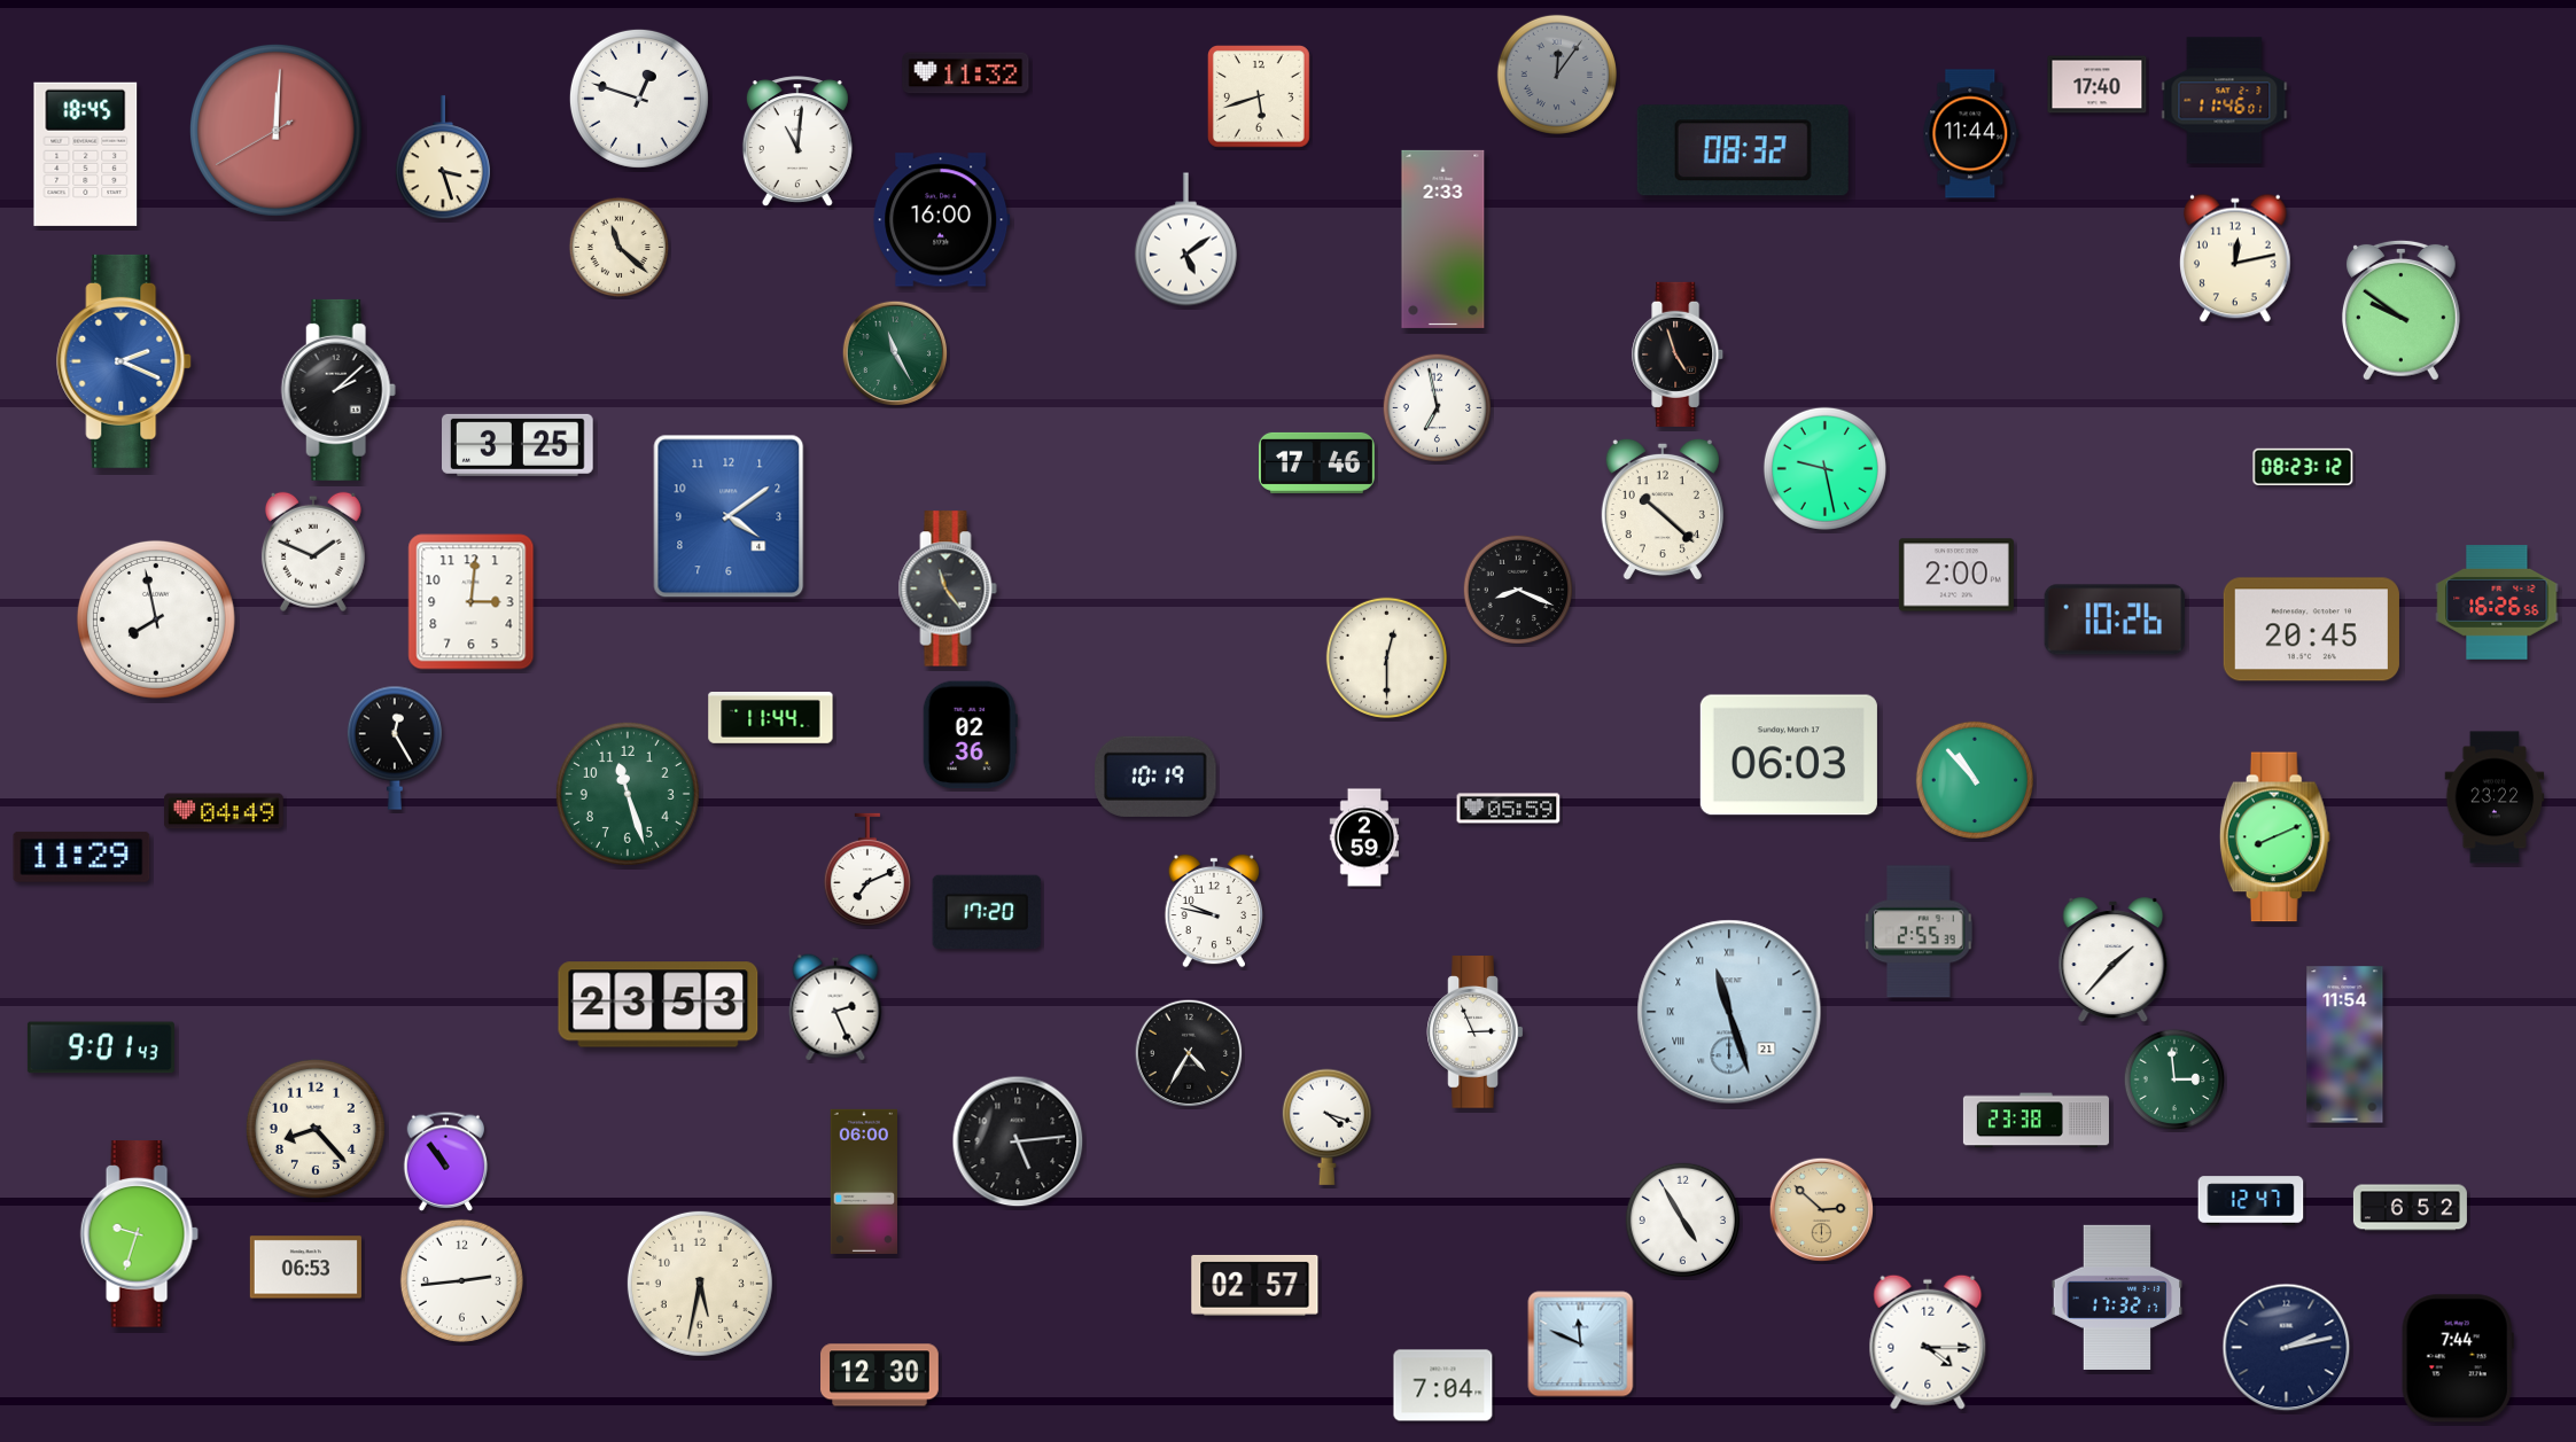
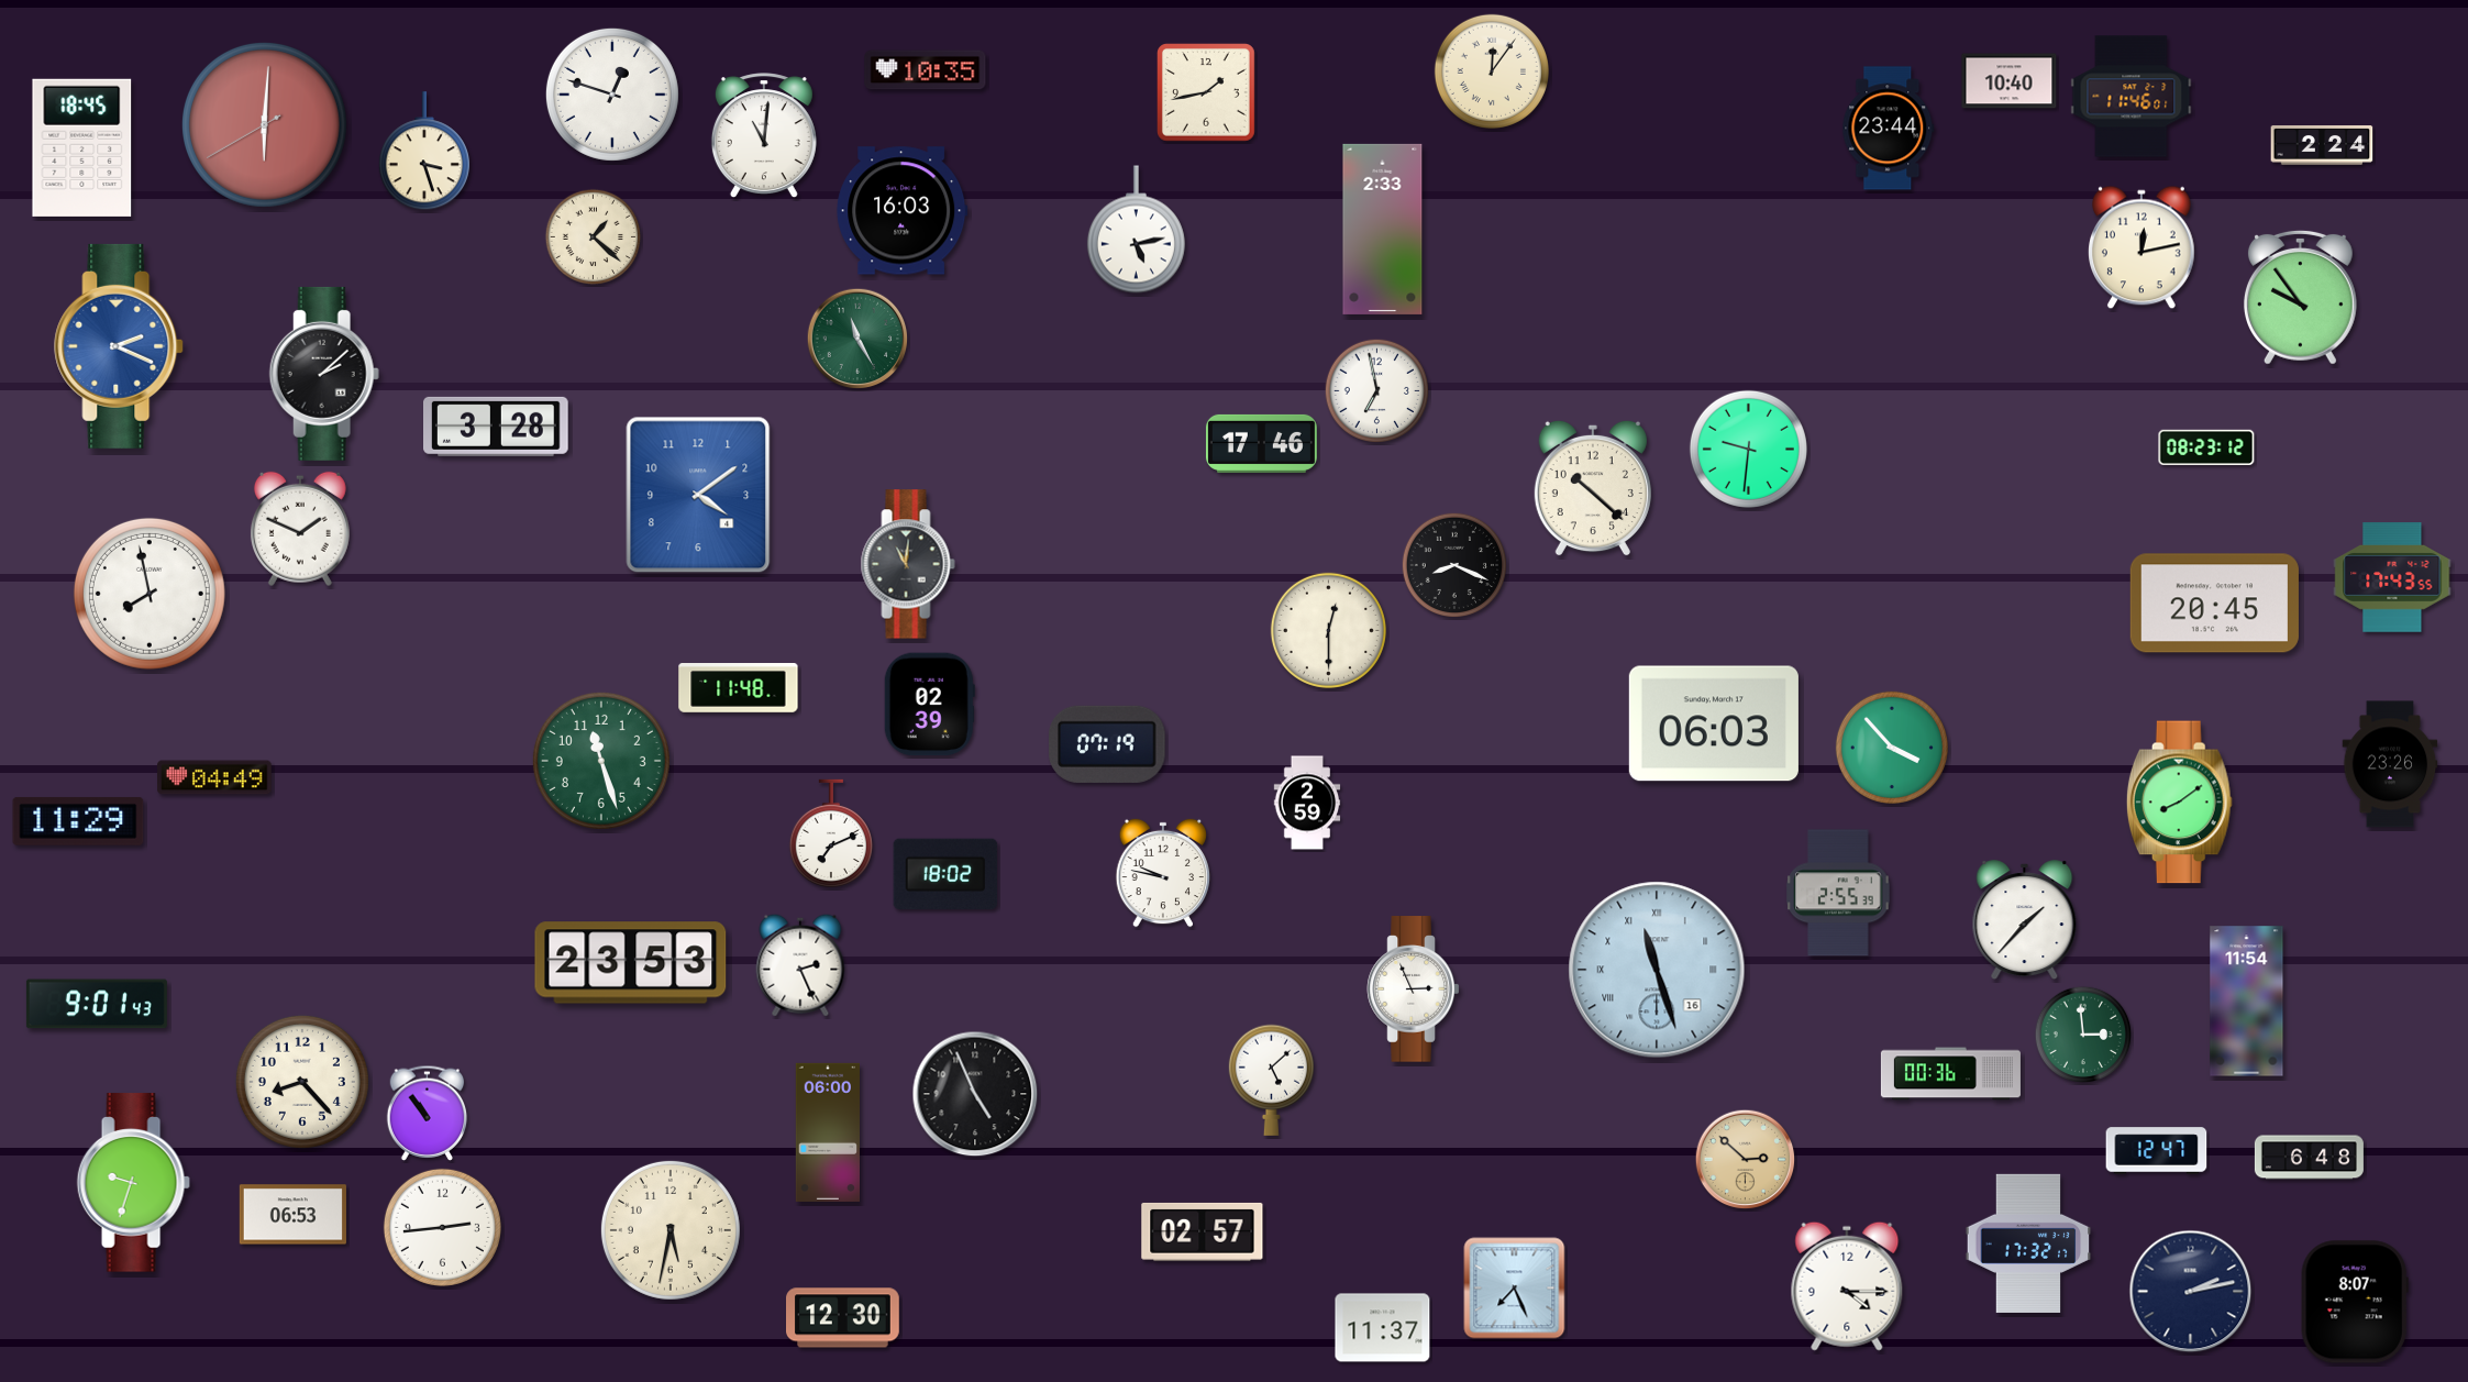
clock at (966, 73): 11:32 -> 10:35
clock at (1557, 75) dial: grey -> cream
clock at (2098, 85): 17:40 -> 10:40
clock at (1260, 98): 5:42 -> 1:43
clock at (275, 130): 12:00 -> 6:00
clock at (1971, 134): 11:44 -> 23:44
clock at (1743, 150): 08:32 -> none
clock at (2322, 145): none -> 2:24
clock at (942, 220): 16:00 -> 16:03
clock at (1185, 240): 5:09 -> 5:13
clock at (620, 248): 11:22 -> 1:22
clock at (2400, 310): 9:51 -> 9:54
clock at (1679, 354): 4:57 -> none
clock at (519, 445): 3:25 -> 3:28
clock at (1824, 468): 9:28 -> 9:31
clock at (1956, 575): 2:00 -> none
clock at (948, 589): 11:24 -> 11:01
clock at (472, 602): 3:01 -> none
clock at (2497, 602): 16:26 -> 17:43
clock at (2115, 619): 10:26 -> none
clock at (771, 718): 11:44 -> 11:48
clock at (970, 735): 02:36 -> 02:39
clock at (395, 748): 12:25 -> none
clock at (1155, 777): 10:19 -> 07:19
clock at (1975, 780): 10:53 -> 3:53
clock at (2495, 797): 23:22 -> 23:26
clock at (1509, 809): 05:59 -> none
clock at (2274, 837): 8:11 -> 8:09
clock at (987, 912): 17:20 -> 18:02
clock at (1729, 1012) date: 21 -> 16
clock at (1189, 1053): 4:35 -> none
clock at (2036, 1121): 23:38 -> 00:36
clock at (1326, 1127): 4:18 -> 5:08
clock at (1018, 1141): 5:14 -> 4:56
clock at (2410, 1208): 6:52 -> 6:48
clock at (1682, 1219): 4:55 -> none
clock at (1581, 1344): 11:49 -> 7:26
clock at (2458, 1358): 7:44 -> 8:07
clock at (1443, 1386): 7:04 -> 11:37
